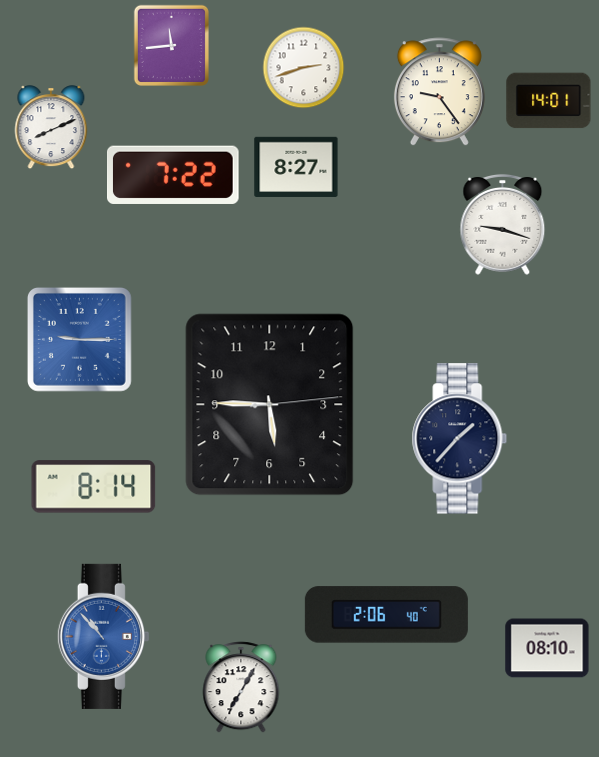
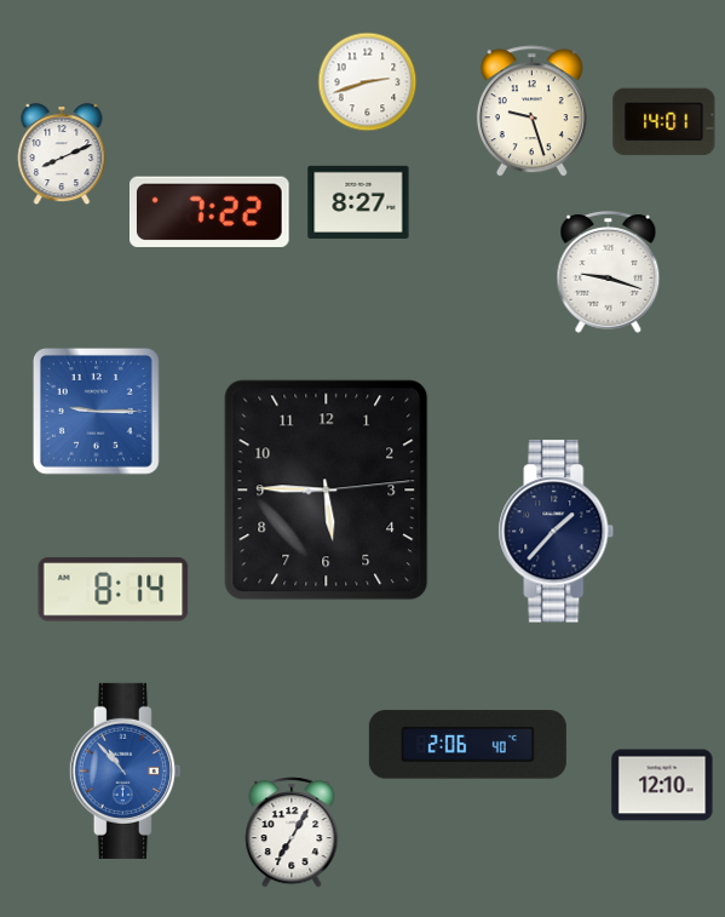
clock at (171, 45): 11:44 -> none
clock at (439, 92): 9:24 -> 9:27
clock at (547, 648): 08:10 -> 12:10
